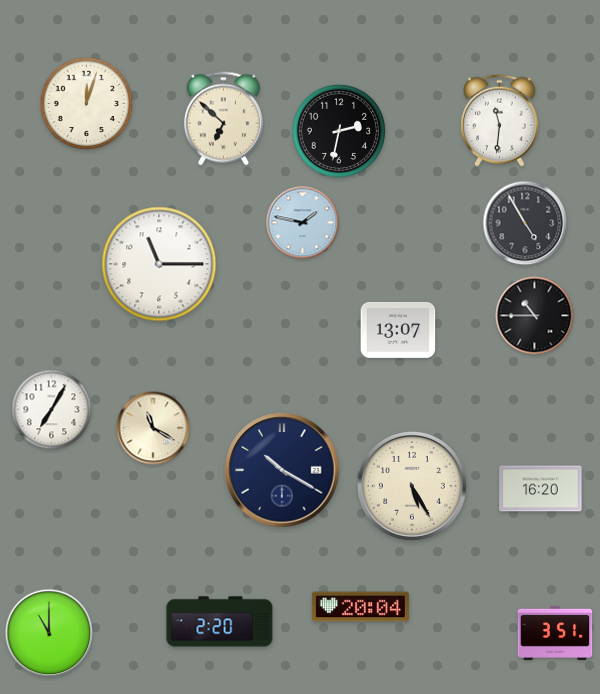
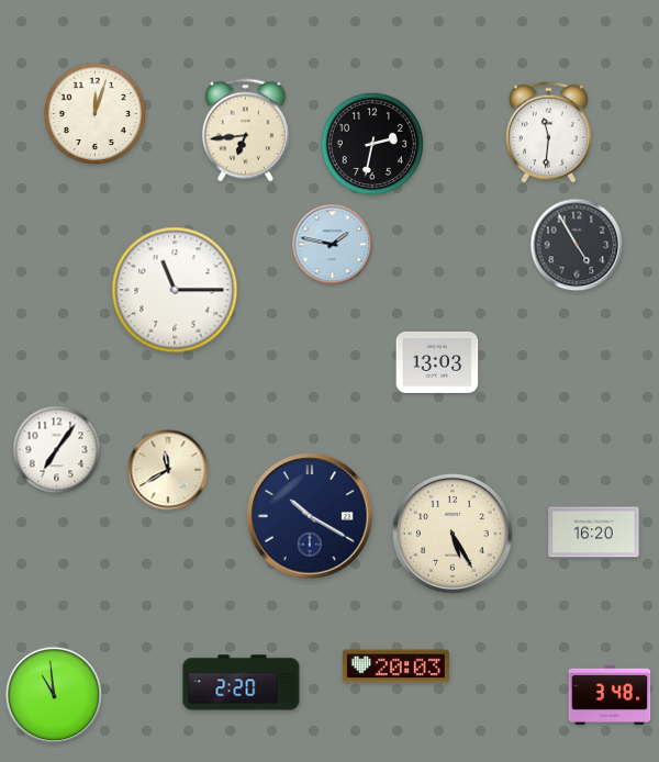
clock at (223, 119): 6:52 -> 6:44
clock at (535, 316): 10:45 -> none
clock at (398, 330): 13:07 -> 13:03
clock at (52, 410): 7:05 -> 7:06
clock at (153, 428): 11:20 -> 11:40
clock at (541, 489) position: (541, 489) -> (594, 533)
clock at (360, 607): 20:04 -> 20:03
clock at (49, 633): 11:00 -> 10:59
clock at (555, 633): 3:51 -> 3:48
